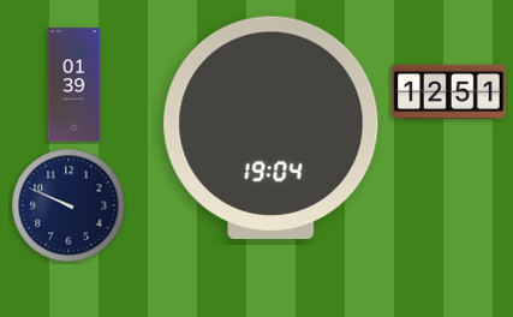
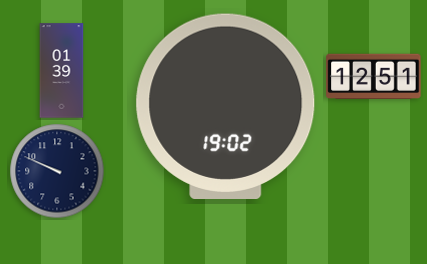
clock at (272, 127): 19:04 -> 19:02
